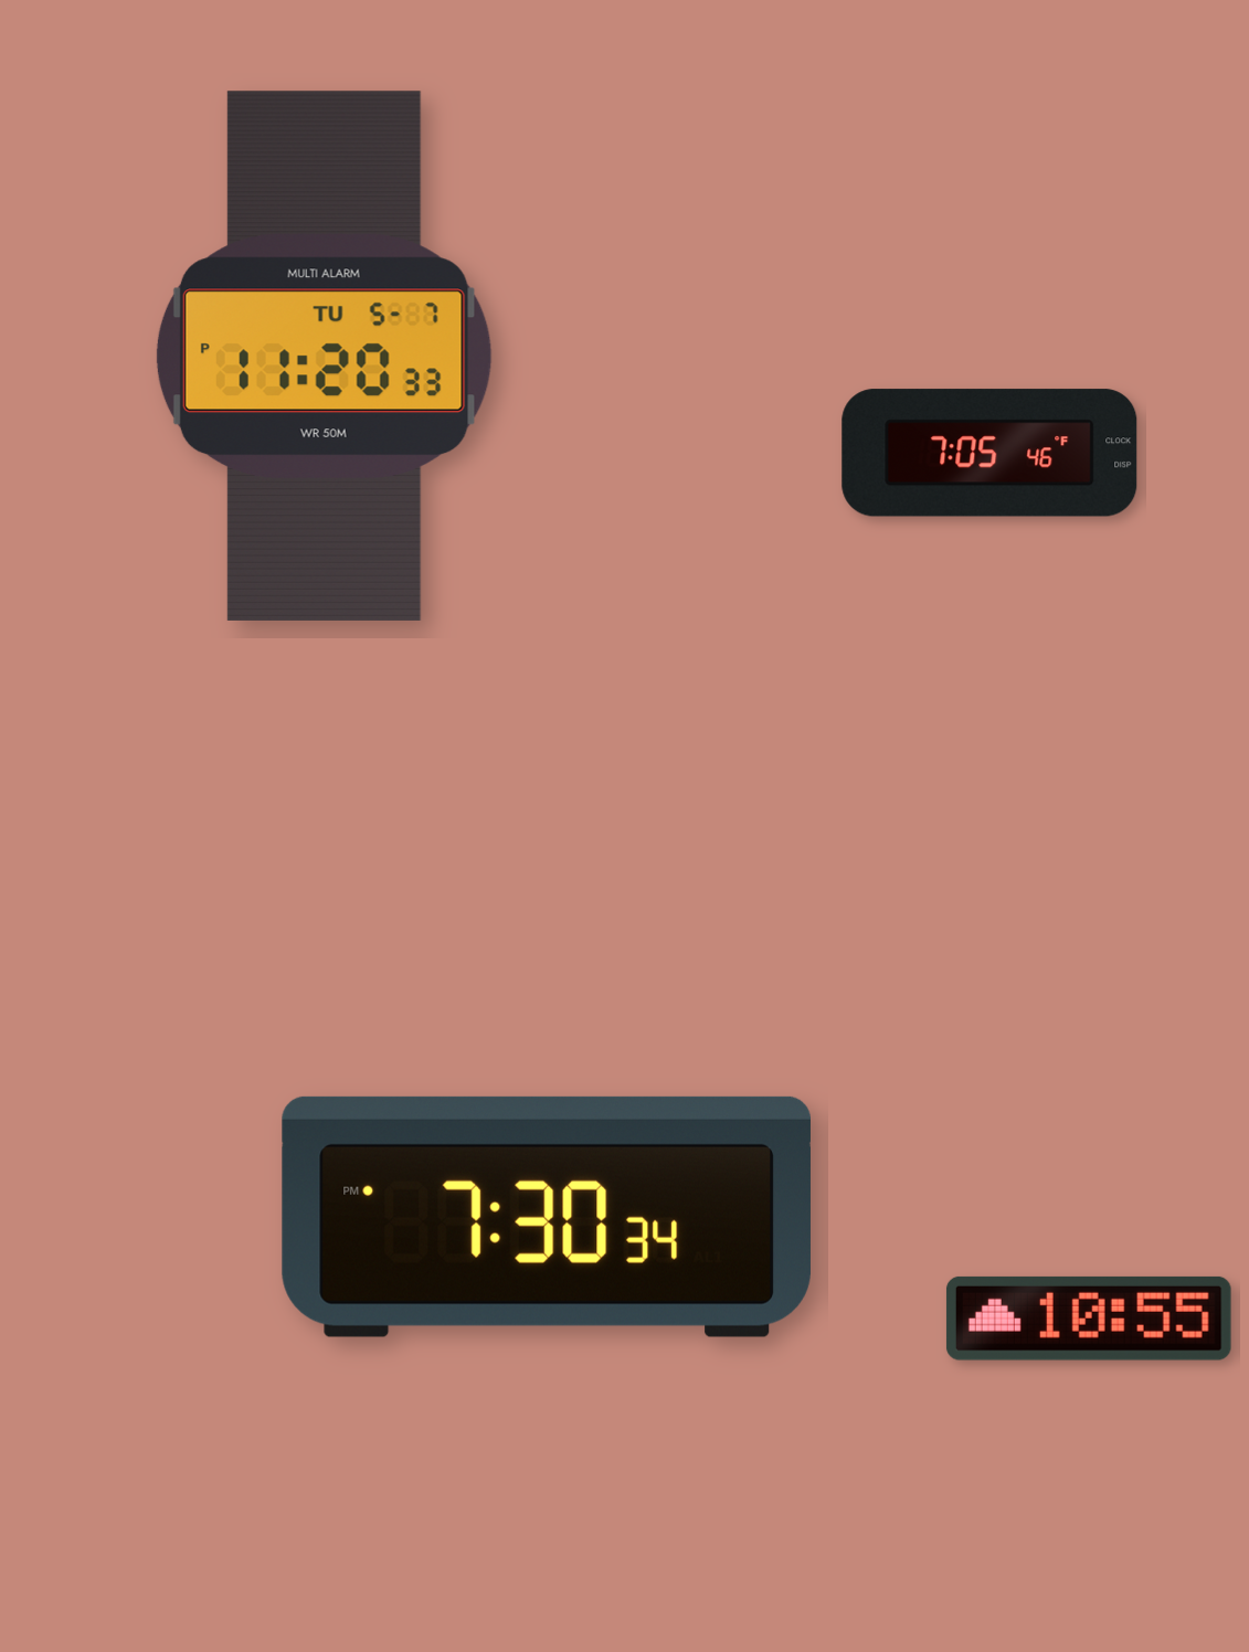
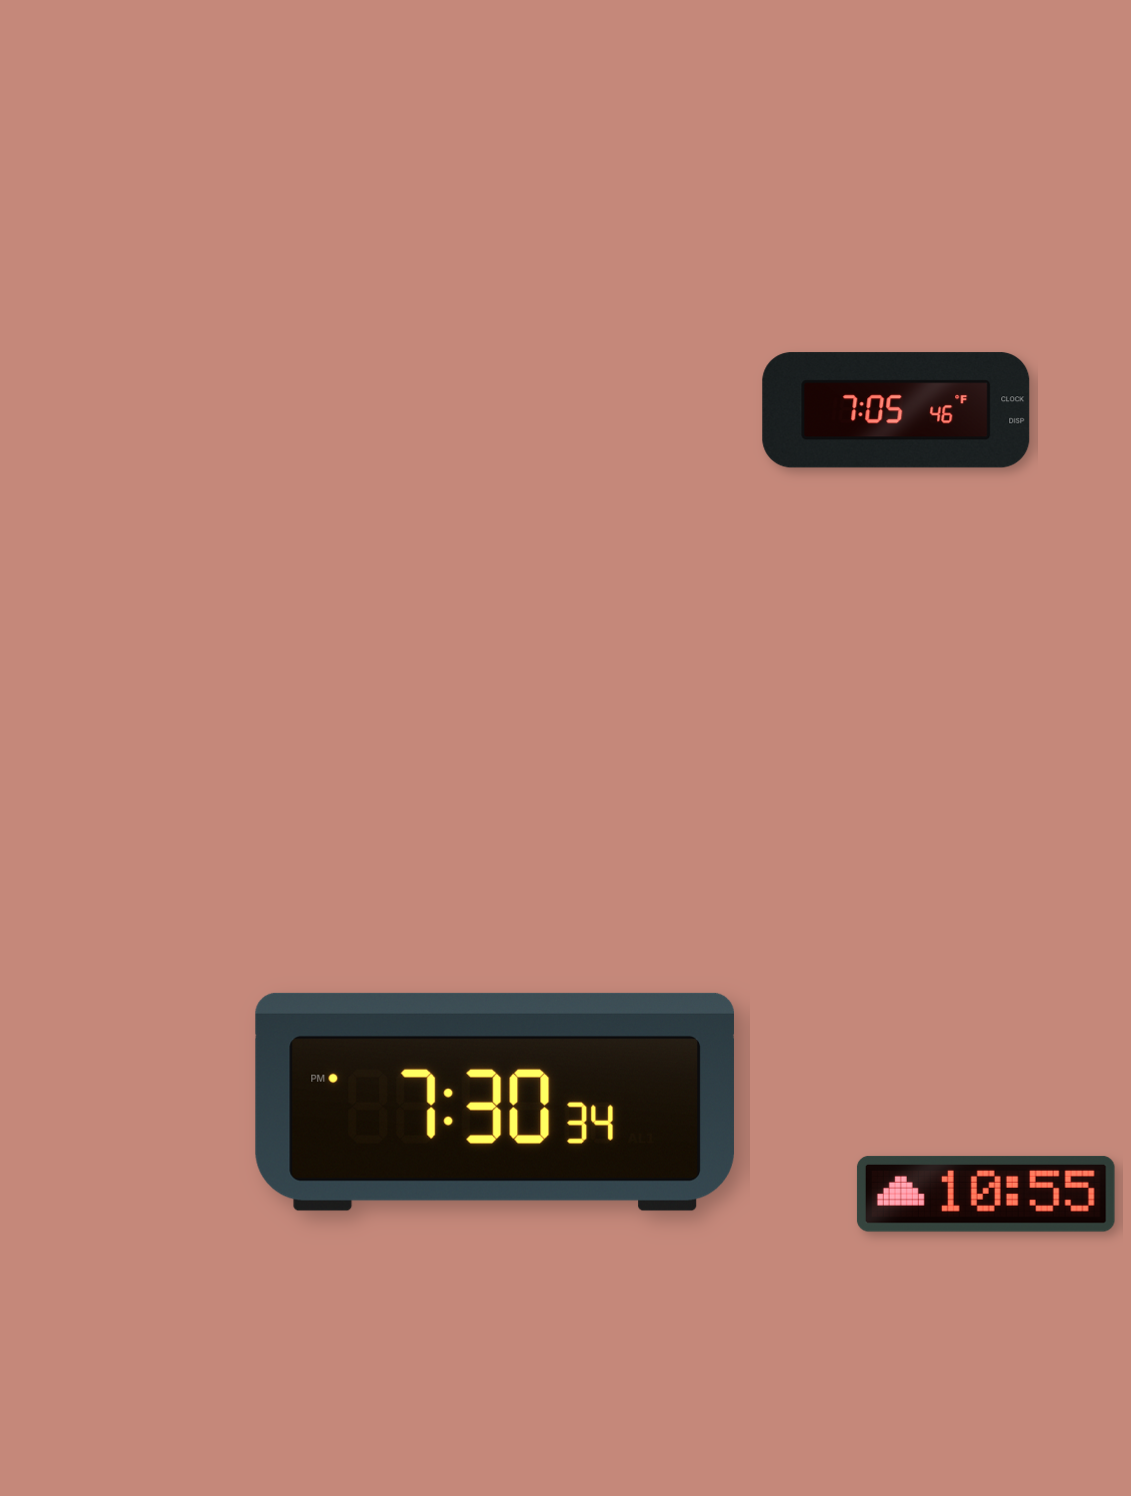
clock at (324, 356): 11:20 -> none
